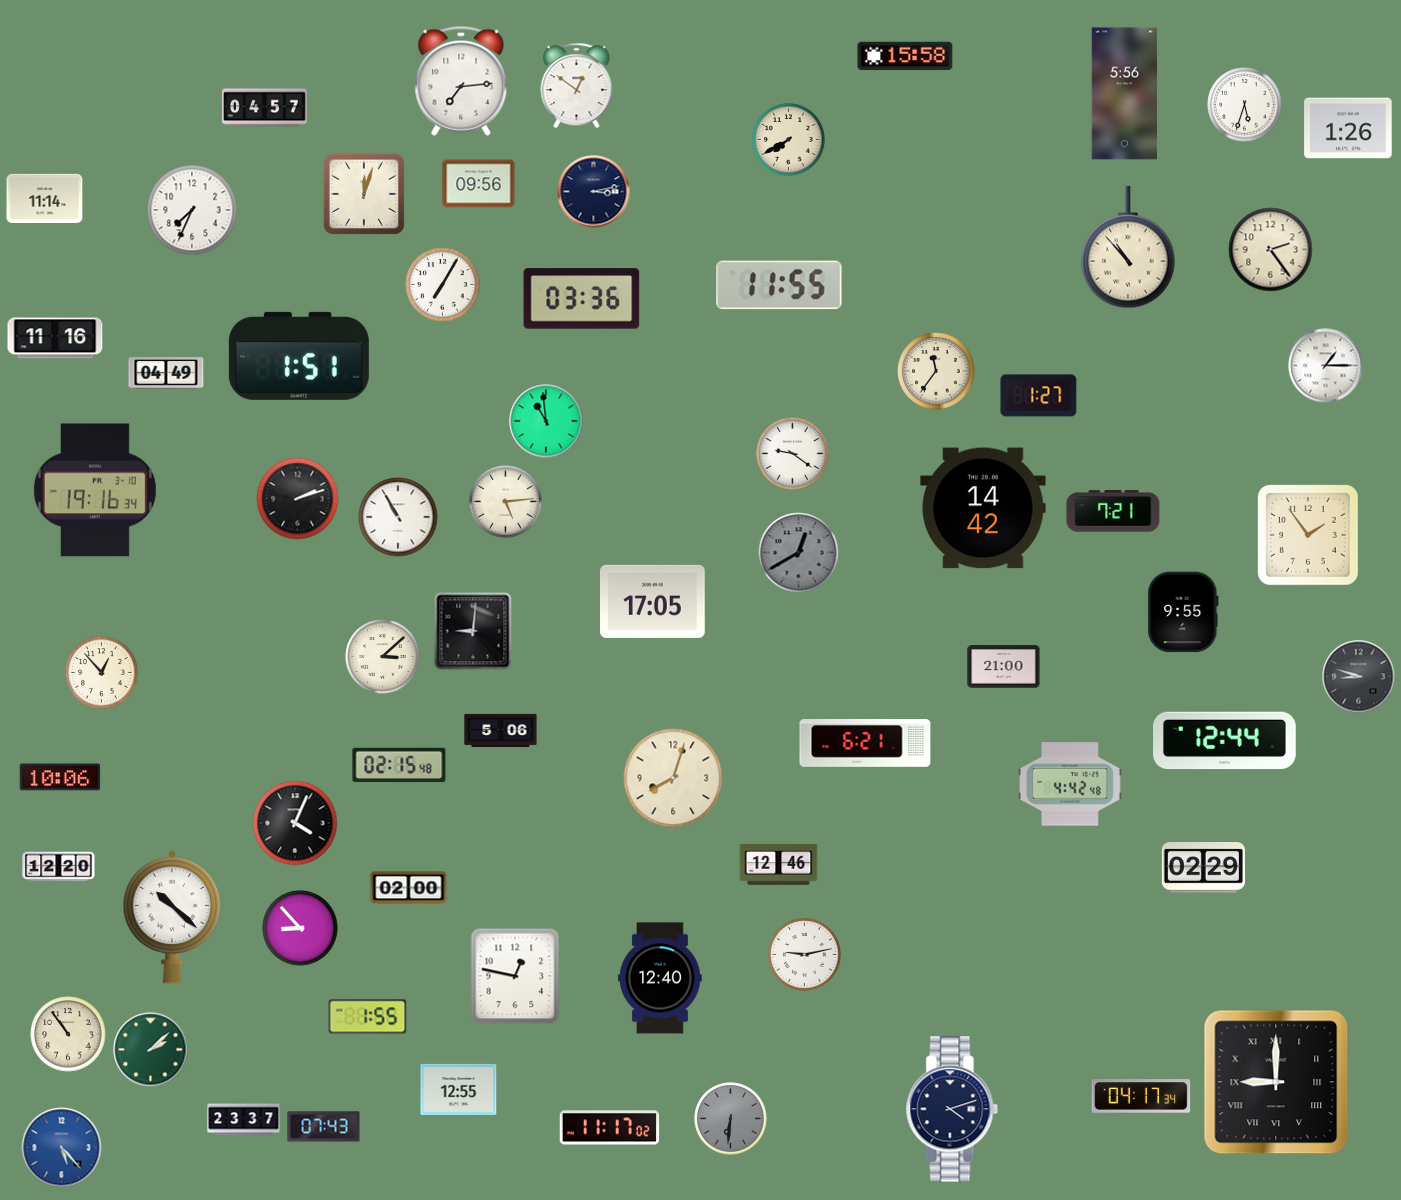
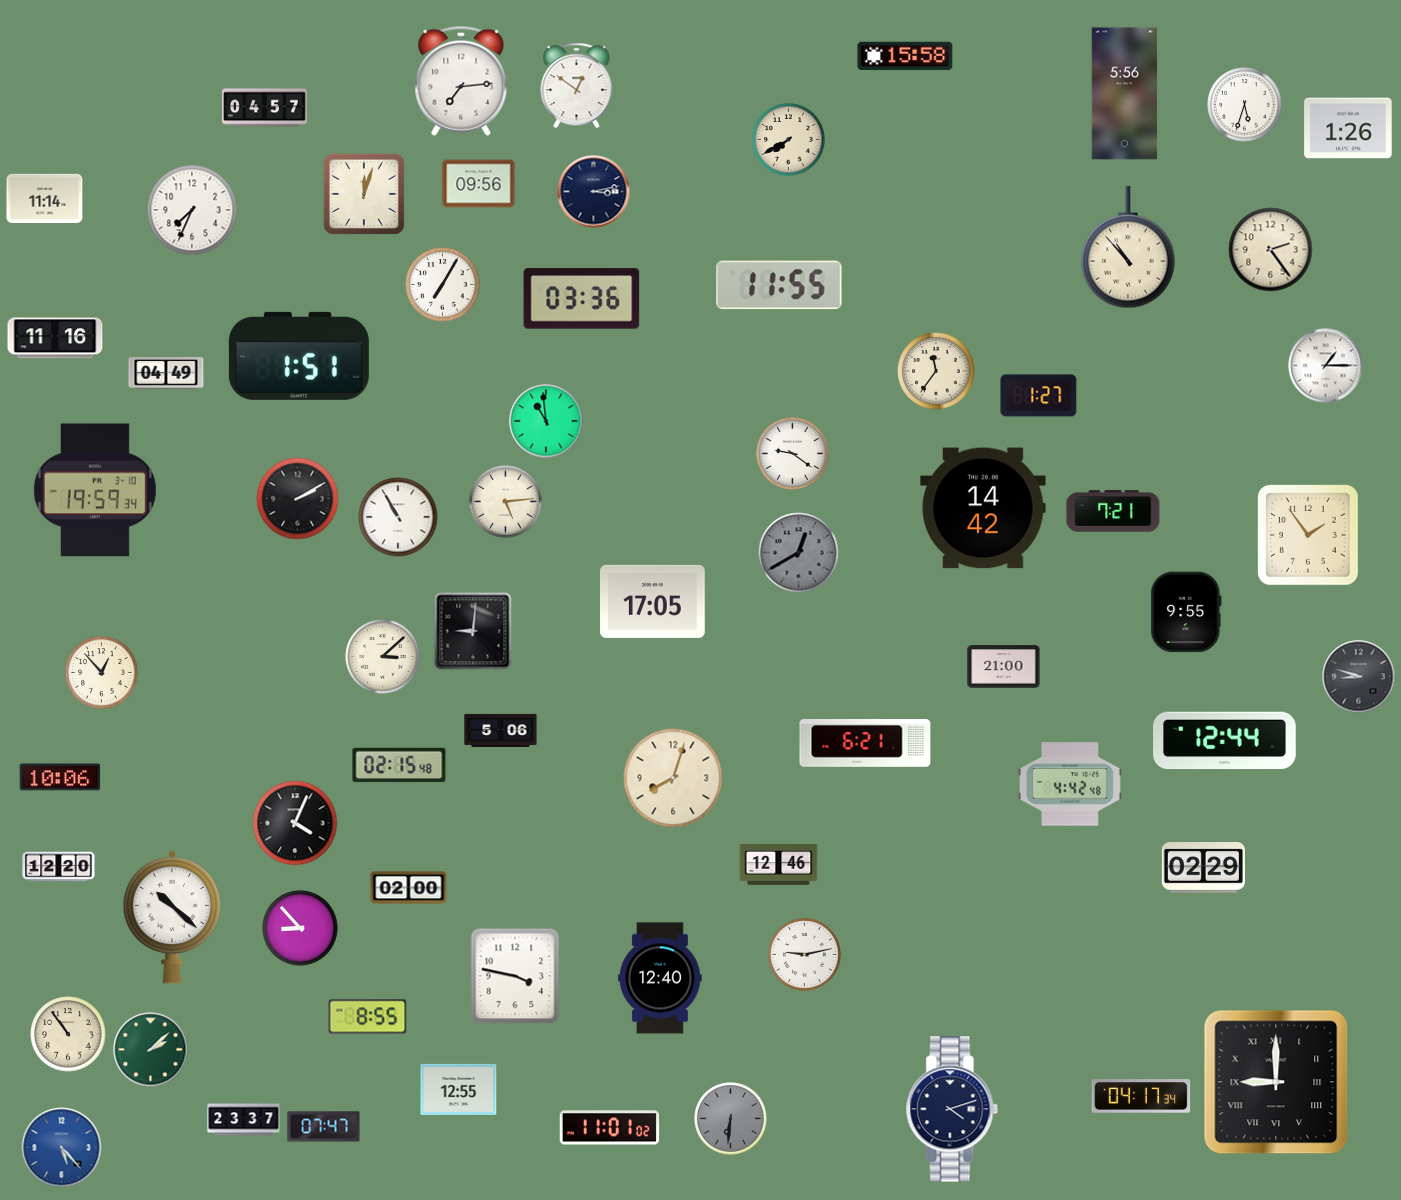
clock at (95, 490): 19:16 -> 19:59
clock at (298, 499): 2:12 -> 2:10
clock at (1183, 612) position: (1183, 612) -> (1186, 612)
clock at (515, 976): 12:47 -> 3:47
clock at (368, 1017): 1:55 -> 8:55
clock at (324, 1127): 07:43 -> 07:47
clock at (610, 1128): 11:17 -> 11:01
